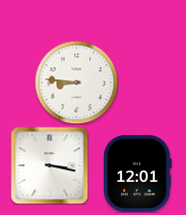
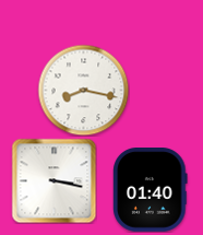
clock at (76, 82): 8:46 -> 8:17
clock at (138, 174): 12:01 -> 01:40
